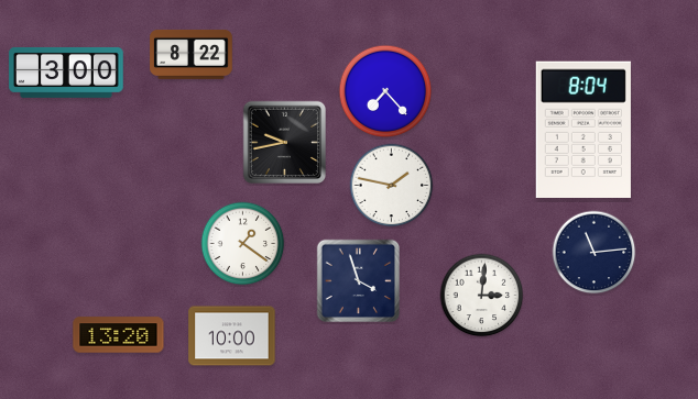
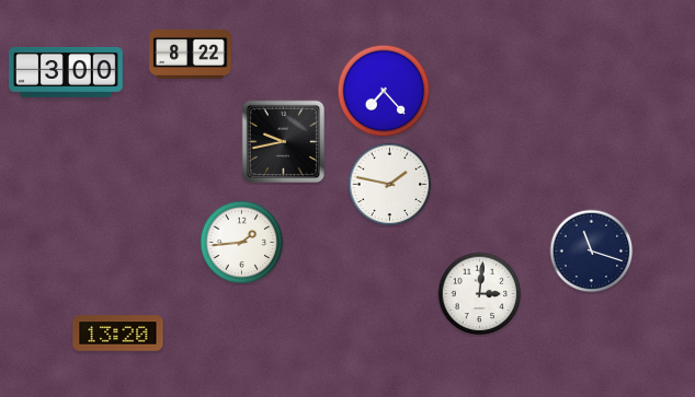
clock at (584, 129): 8:04 -> none
clock at (243, 244): 1:21 -> 1:44
clock at (595, 253): 11:14 -> 11:18
clock at (359, 281): 3:57 -> none
clock at (232, 336): 10:00 -> none
